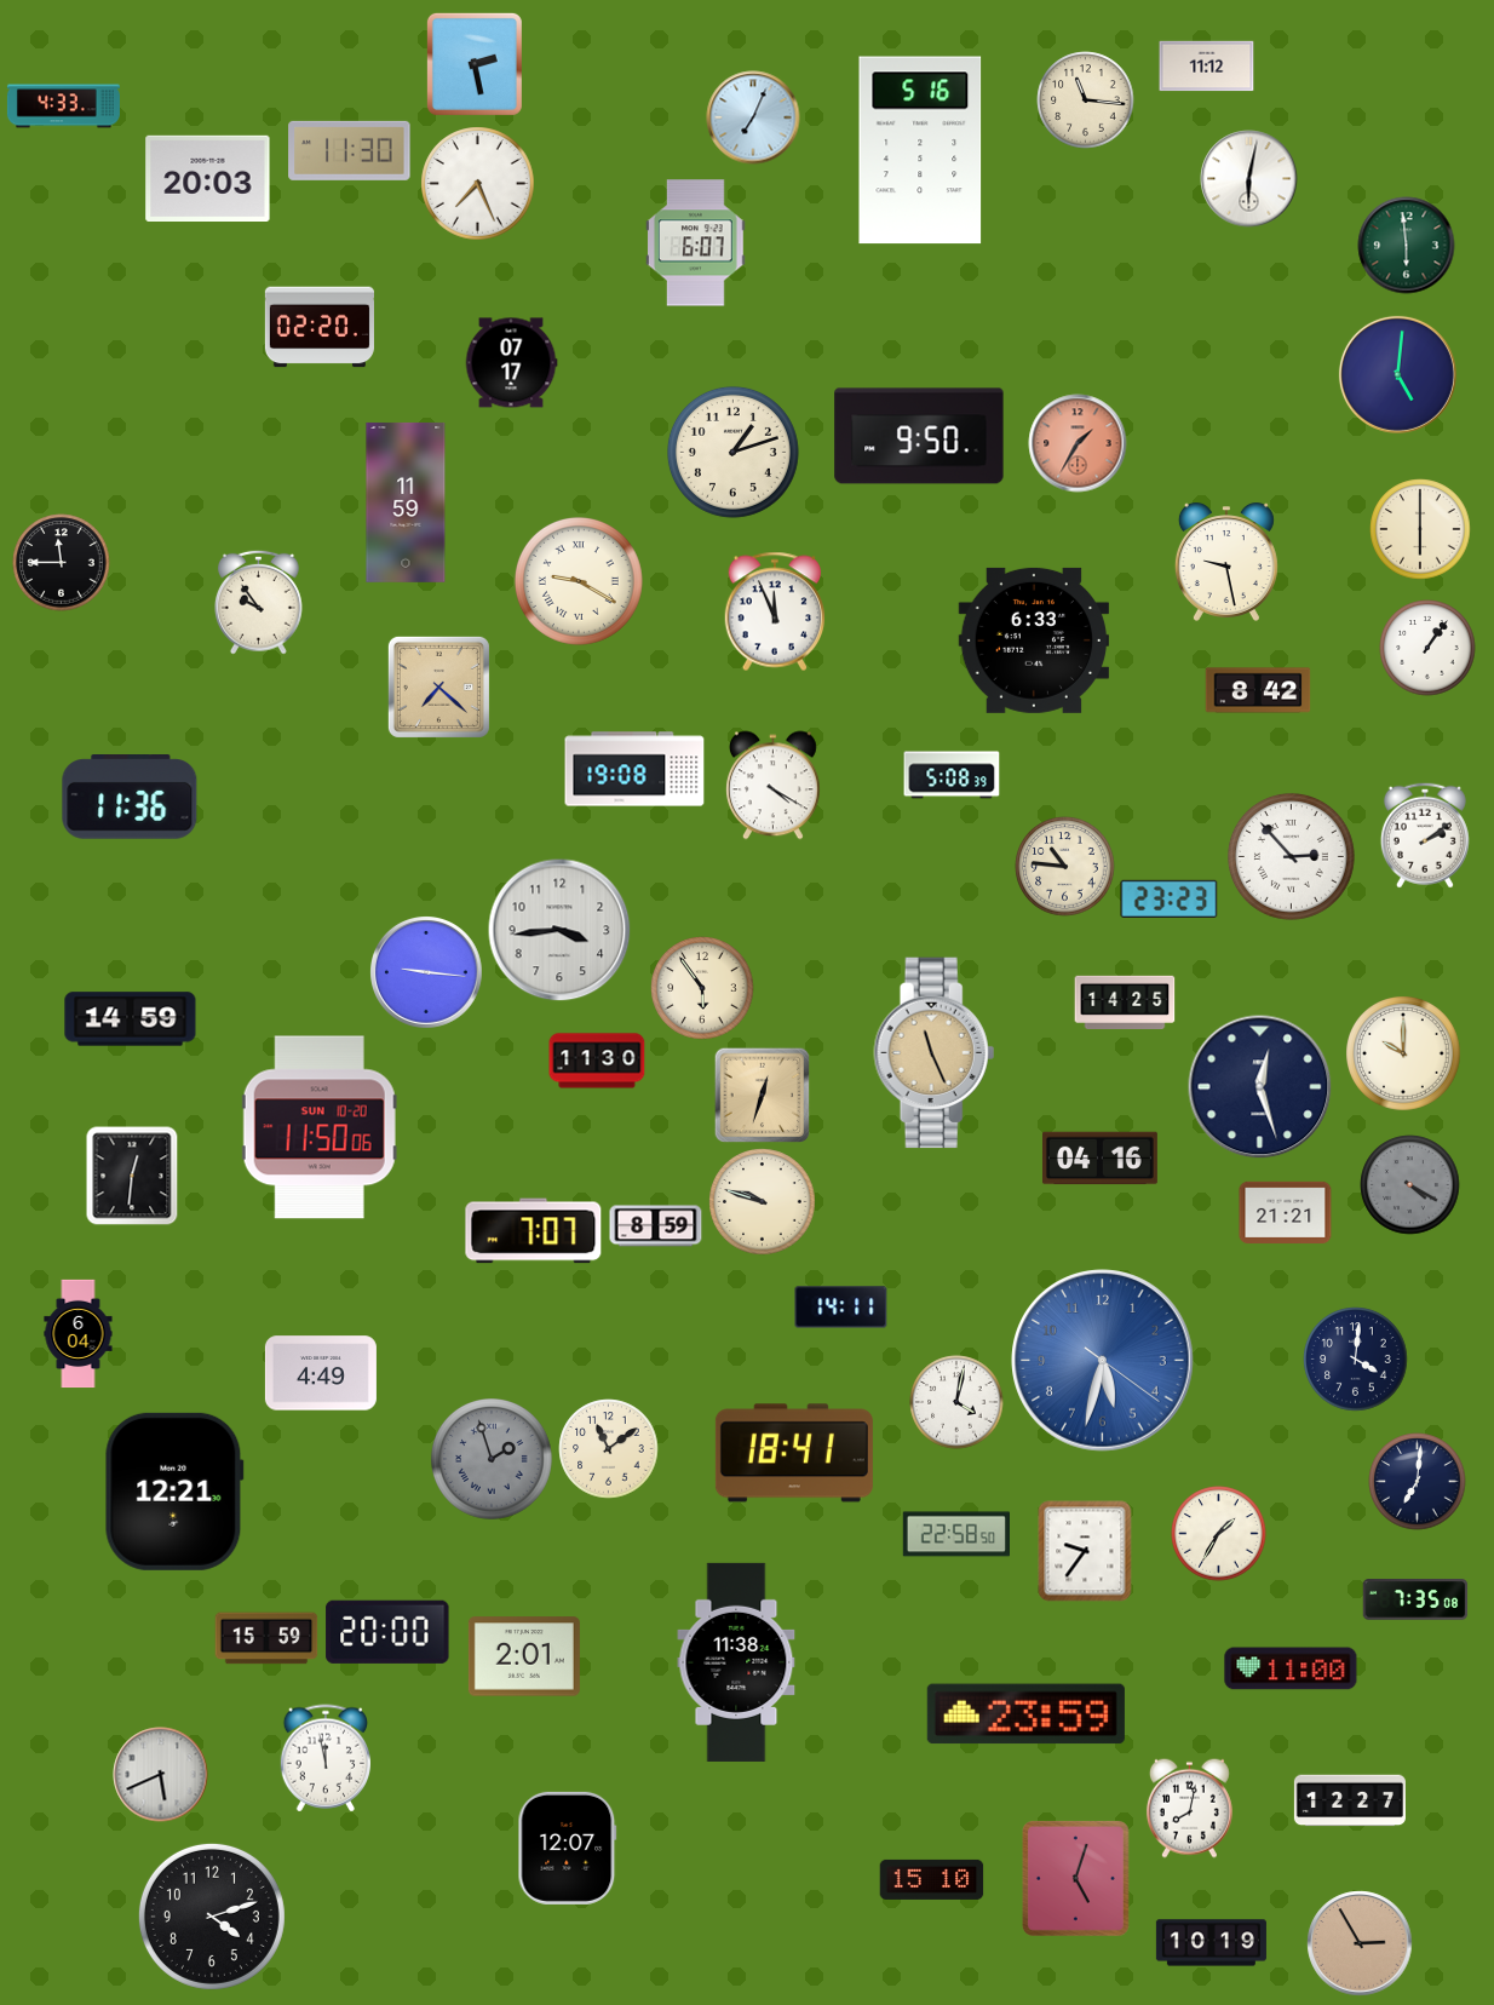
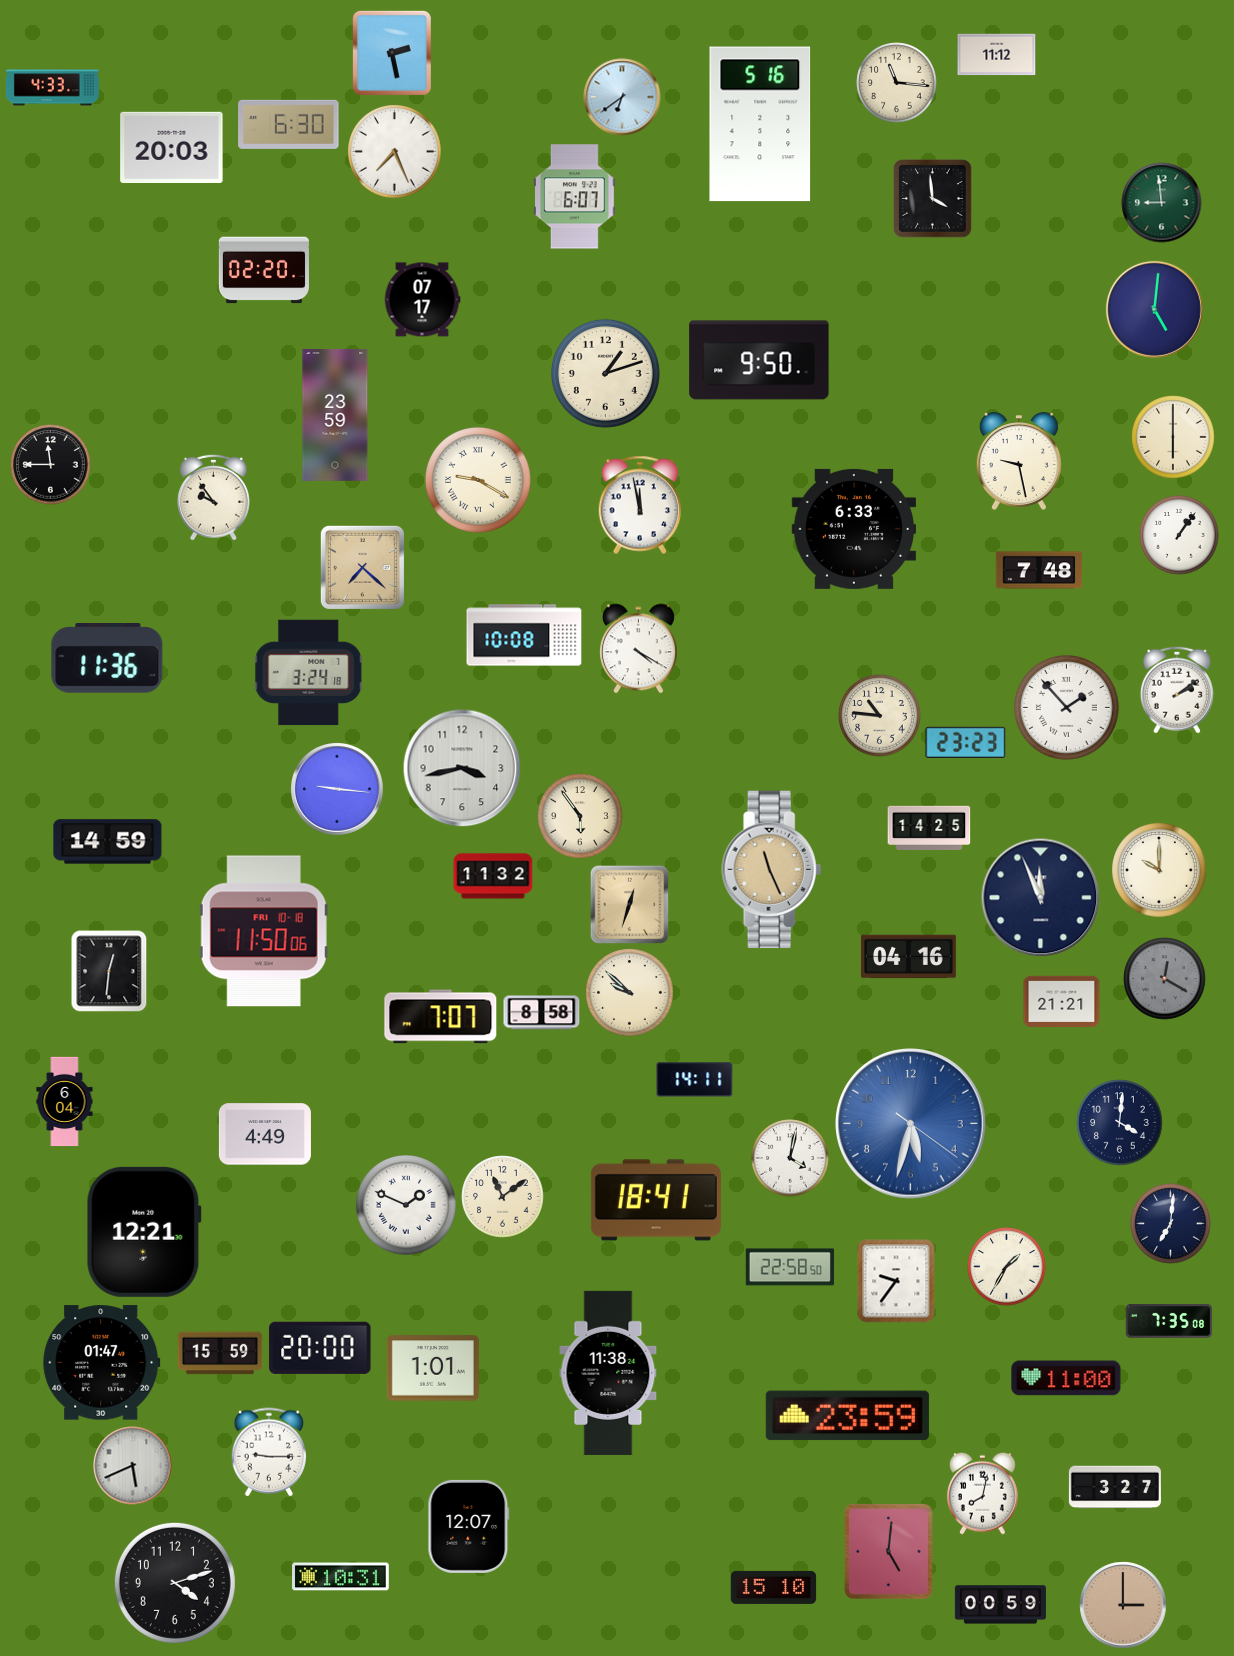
clock at (753, 117): 7:04 -> 6:39
clock at (350, 150): 11:30 -> 6:30
clock at (1249, 179): 6:02 -> none
clock at (933, 199): none -> 3:59
clock at (696, 243) position: (696, 243) -> (575, 197)
clock at (1407, 246): 5:59 -> 8:59
clock at (1078, 443): 1:35 -> none
clock at (406, 502): 11:59 -> 23:59
clock at (1226, 562) position: (1226, 562) -> (1019, 461)
clock at (775, 611): 11:56 -> 11:58
clock at (1258, 690): 8:42 -> 7:48
clock at (634, 769): 19:08 -> 10:08
clock at (952, 775): 5:08 -> none
clock at (309, 673): none -> 3:24
clock at (1291, 856): 2:53 -> 1:53
clock at (559, 930): 3:44 -> 3:43
clock at (427, 973) position: (427, 973) -> (338, 790)
clock at (597, 1061): 11:30 -> 11:32
clock at (1260, 1087): 12:27 -> 11:56
clock at (320, 1127) date: SUN 10-20 -> FRI 10-18
clock at (1410, 1185): 4:20 -> 12:20
clock at (763, 1202): 9:48 -> 9:52
clock at (656, 1226): 8:59 -> 8:58
clock at (493, 1460): 1:57 -> 1:49
clock at (493, 1460) dial: grey -> white
clock at (102, 1363): none -> 01:47
clock at (524, 1656): 2:01 -> 1:01
clock at (324, 1758): 11:58 -> 9:15
clock at (1350, 1800): 12:27 -> 3:27
clock at (932, 1879) position: (932, 1879) -> (774, 1587)
clock at (1076, 1879): 5:03 -> 5:01
clock at (341, 1577): none -> 10:31
clock at (1211, 1943): 10:19 -> 00:59
clock at (1360, 1943): 2:55 -> 3:00
